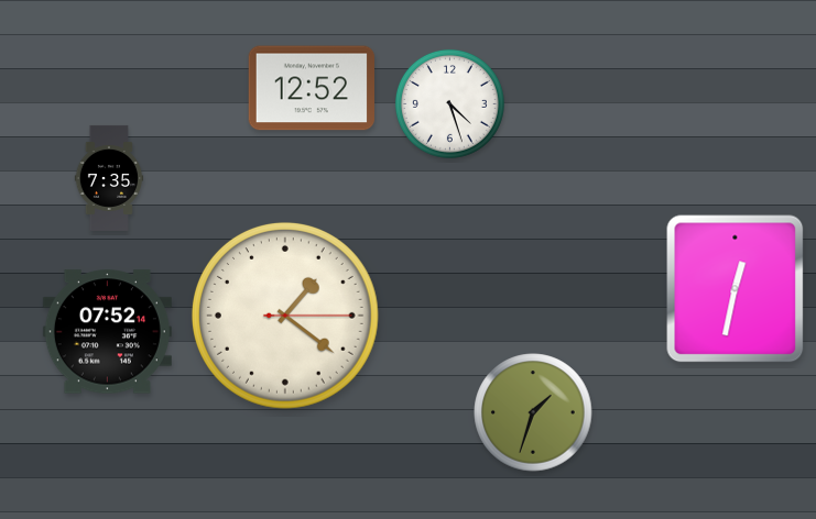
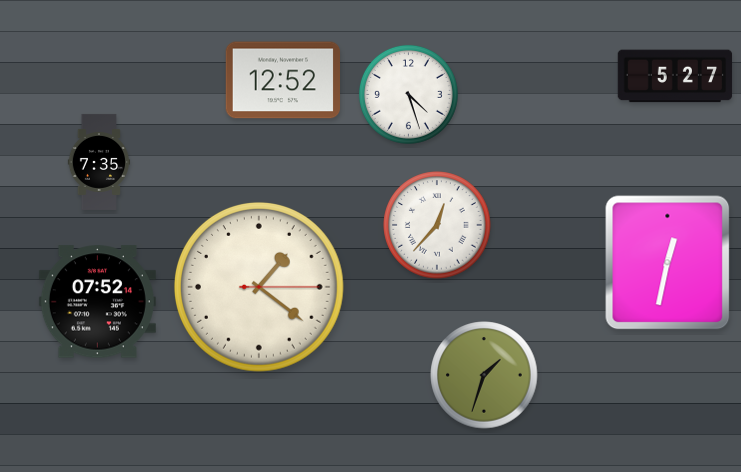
clock at (675, 76): none -> 5:27
clock at (437, 225): none -> 12:37
